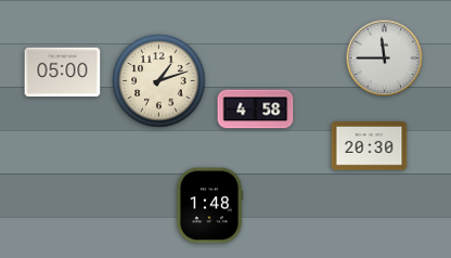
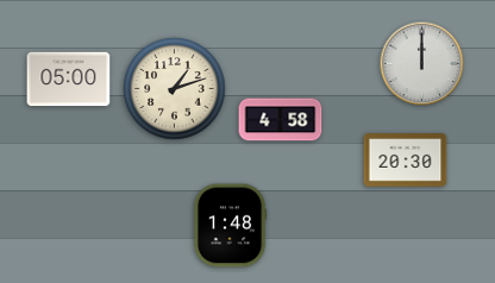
clock at (385, 59): 11:45 -> 12:00
